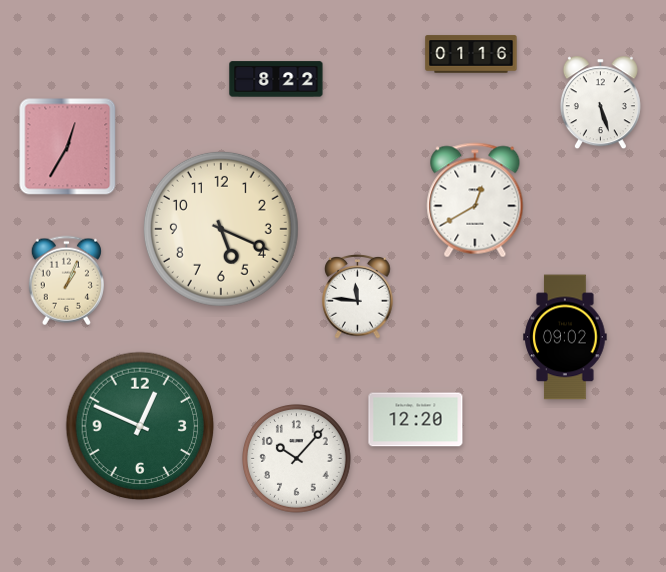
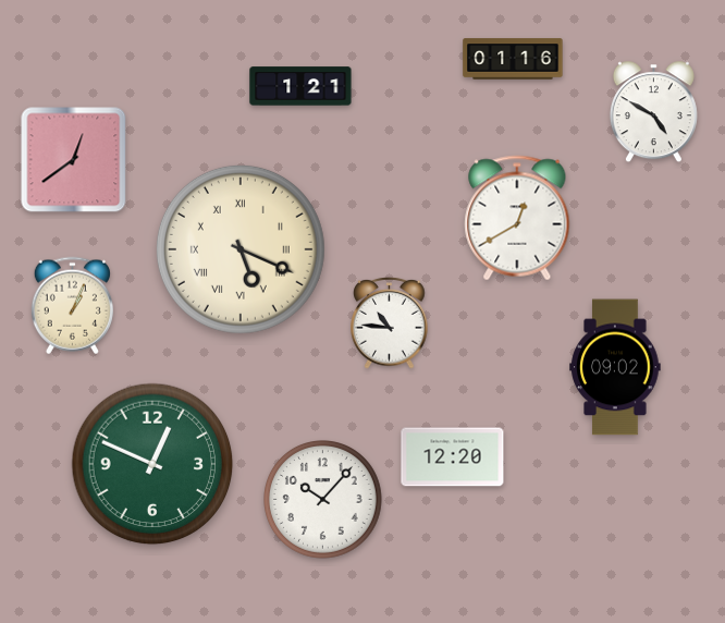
clock at (276, 79): 8:22 -> 1:21
clock at (600, 103): 5:27 -> 4:50
clock at (68, 147): 12:35 -> 12:39
clock at (221, 229) numerals: Arabic -> Roman
clock at (358, 297): 11:46 -> 10:46
